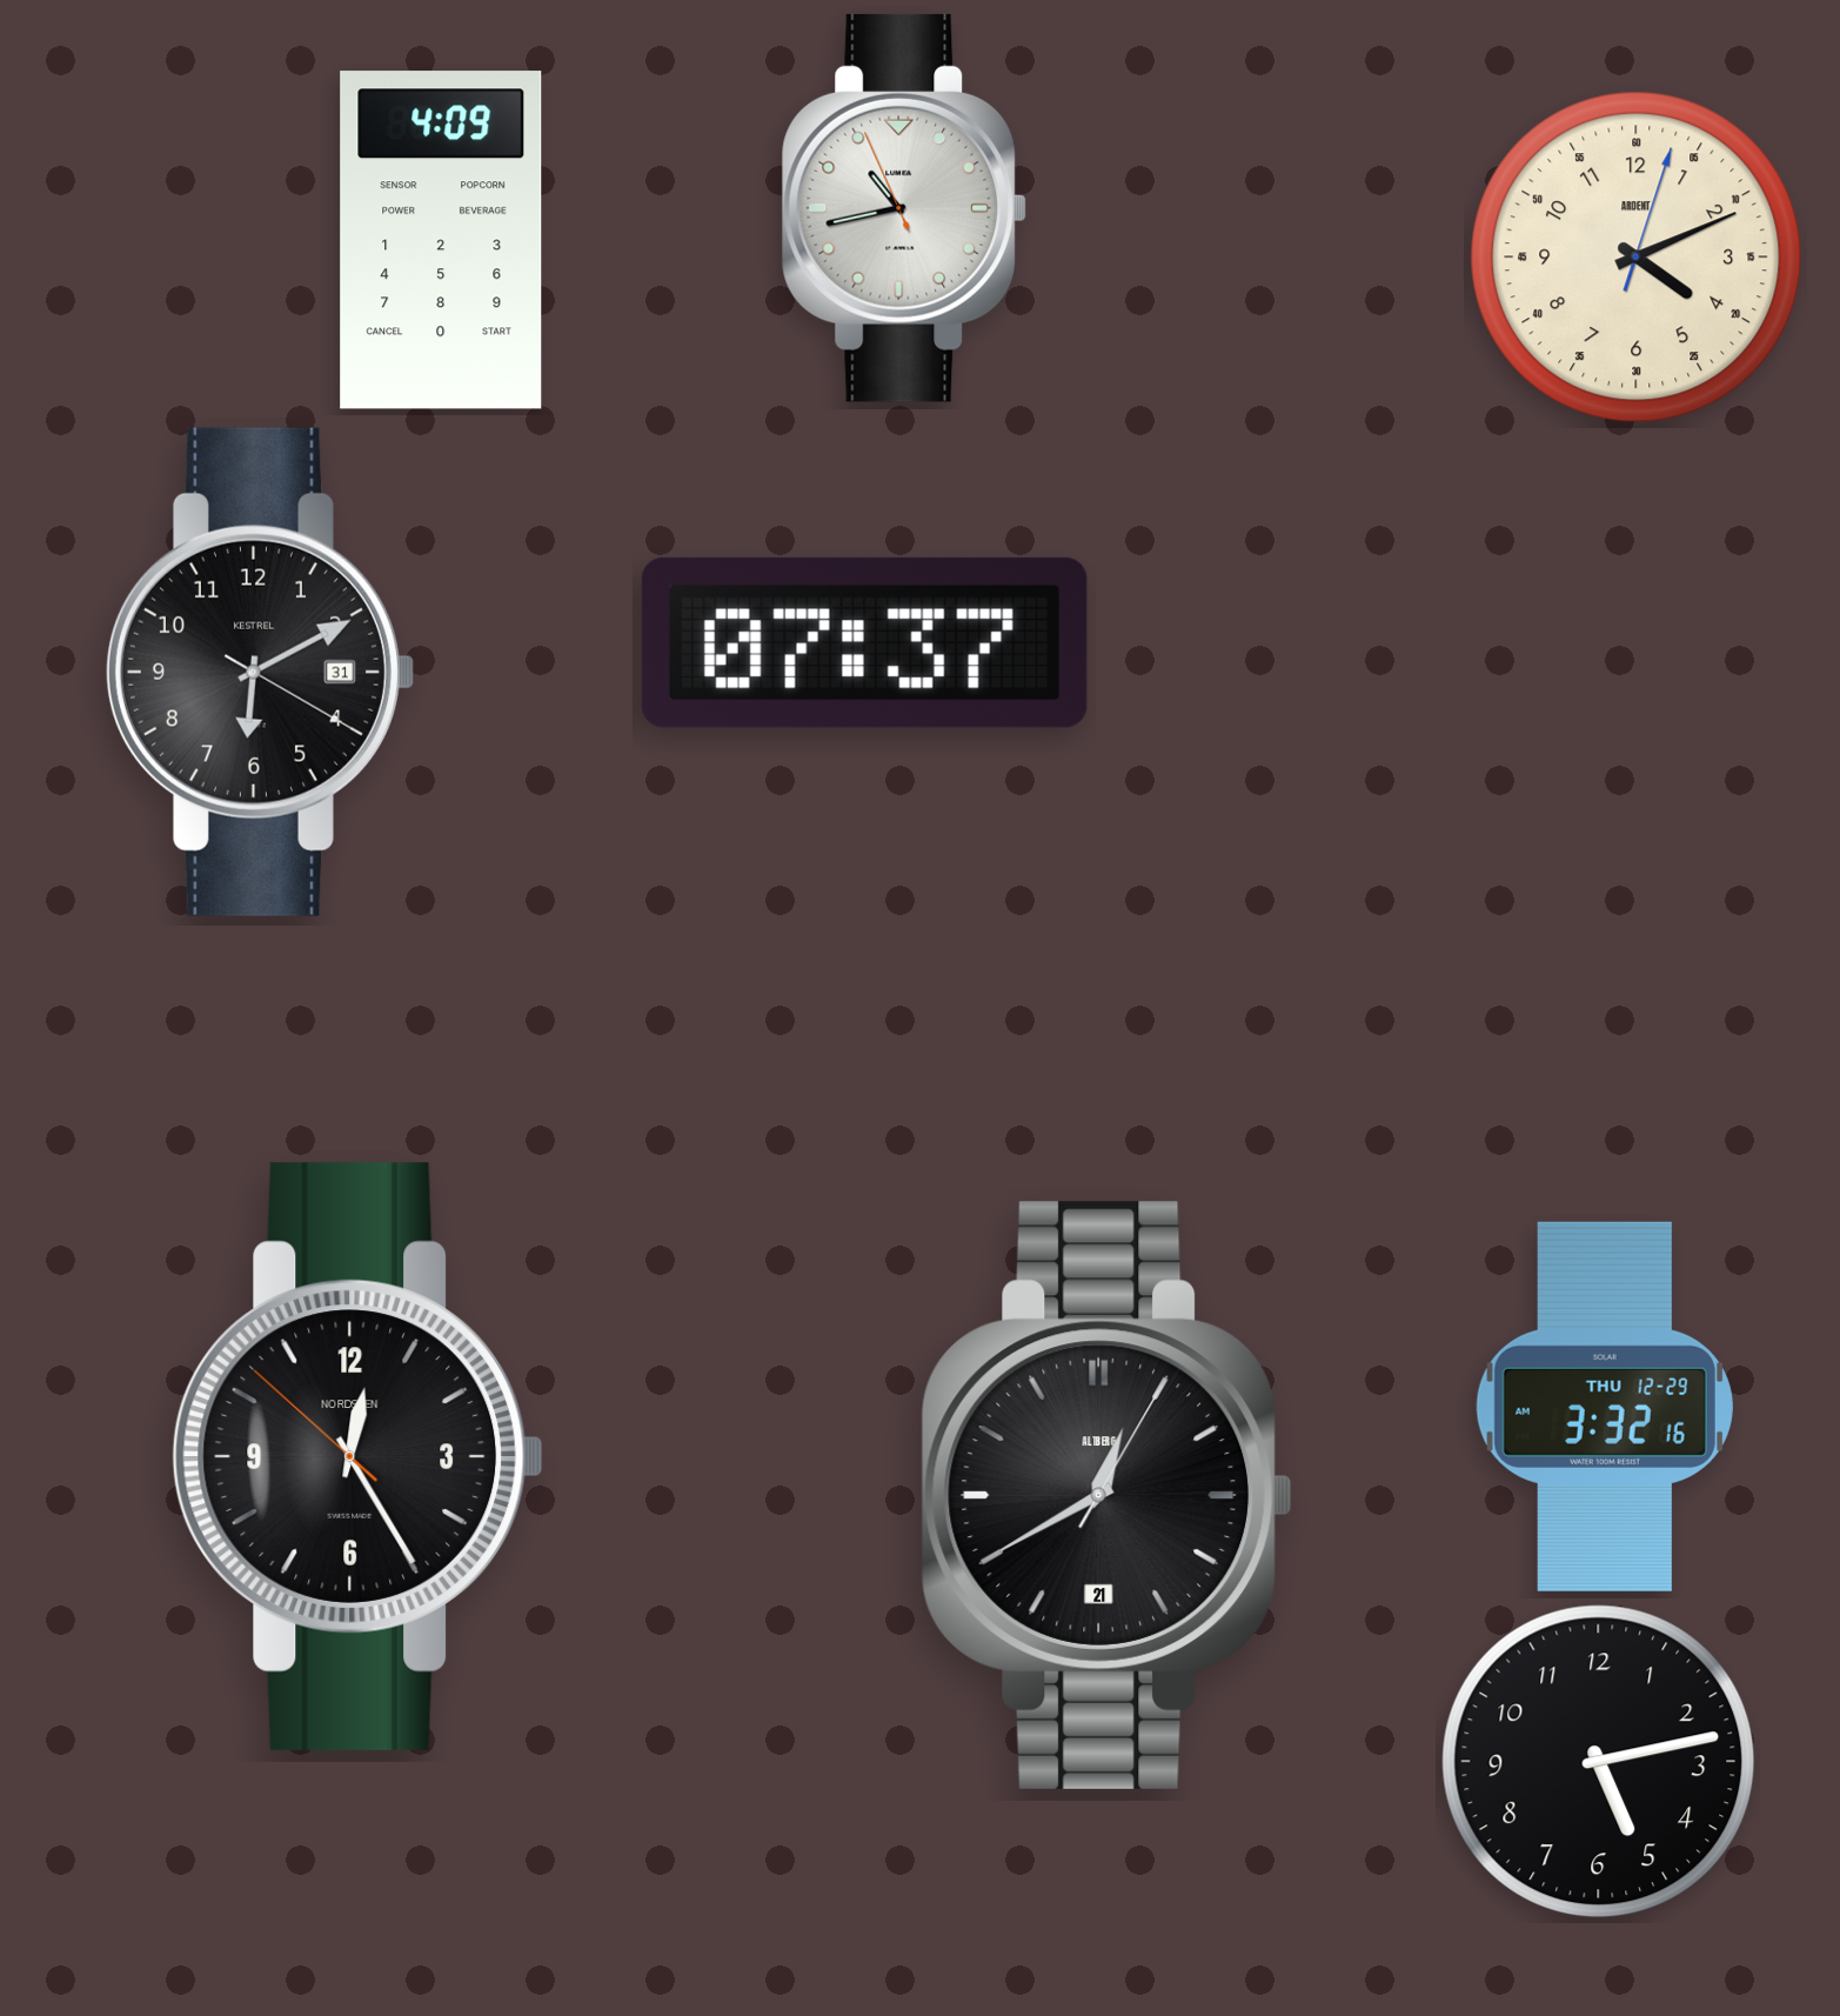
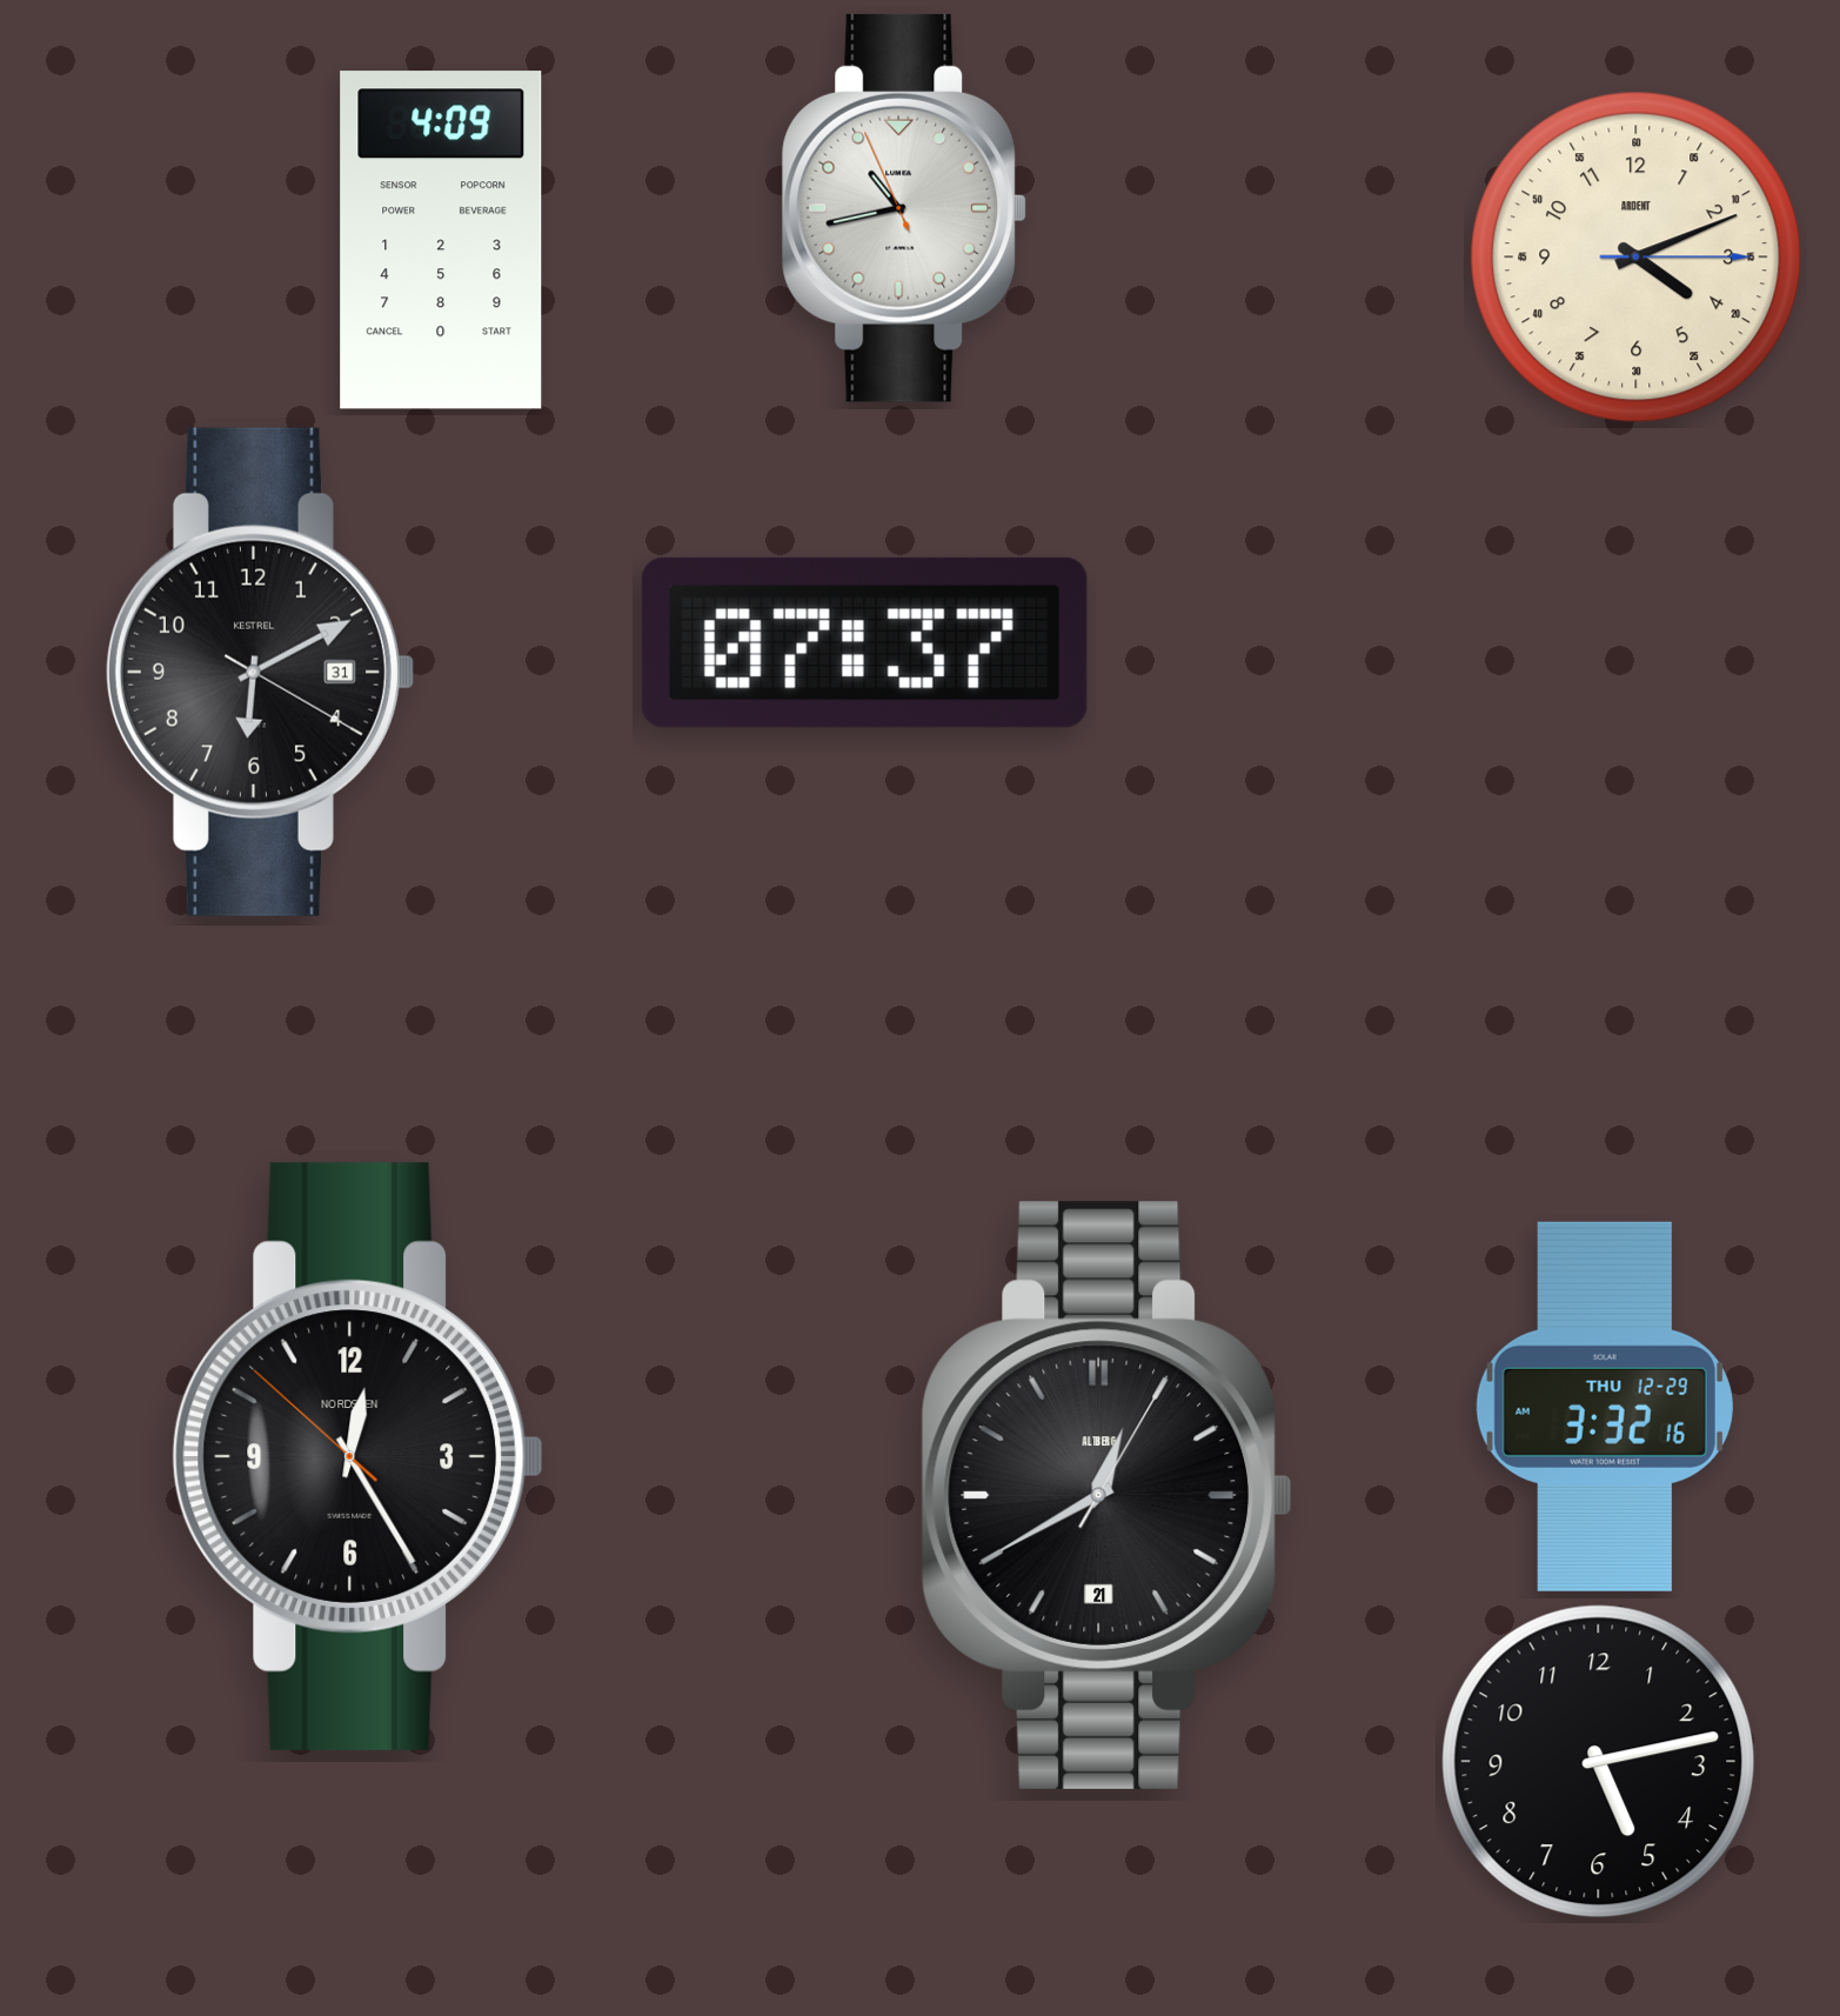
clock at (1637, 258): 4:11:03 -> 4:11:15
